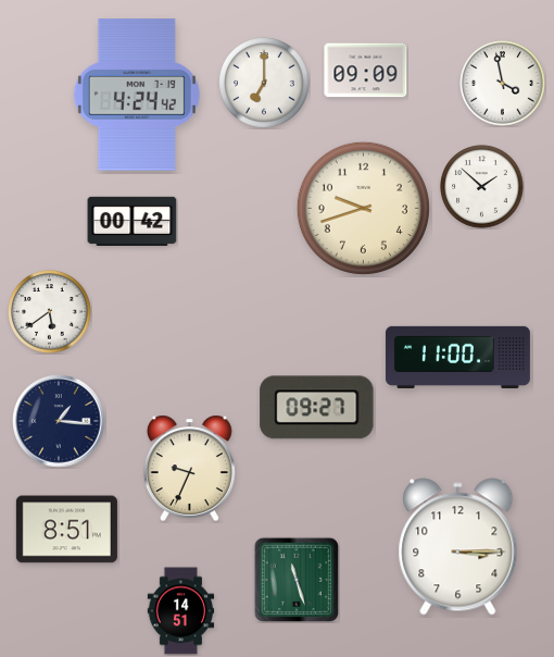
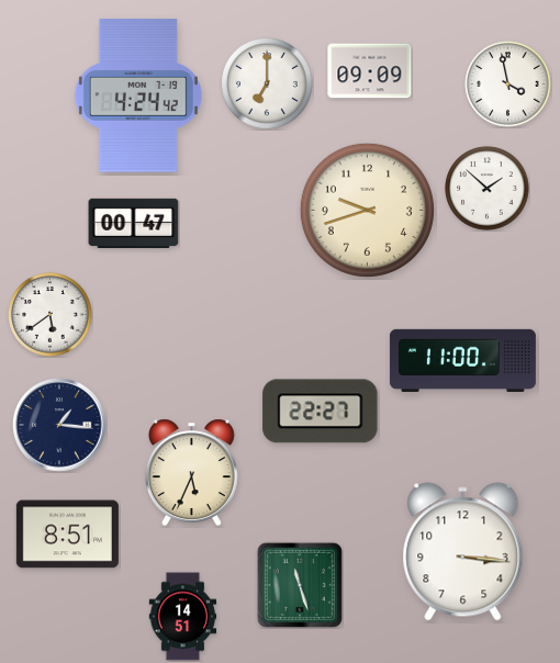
clock at (133, 221): 00:42 -> 00:47
clock at (317, 408): 09:27 -> 22:27
clock at (189, 468): 9:34 -> 5:34
clock at (458, 547): 3:15 -> 3:16
